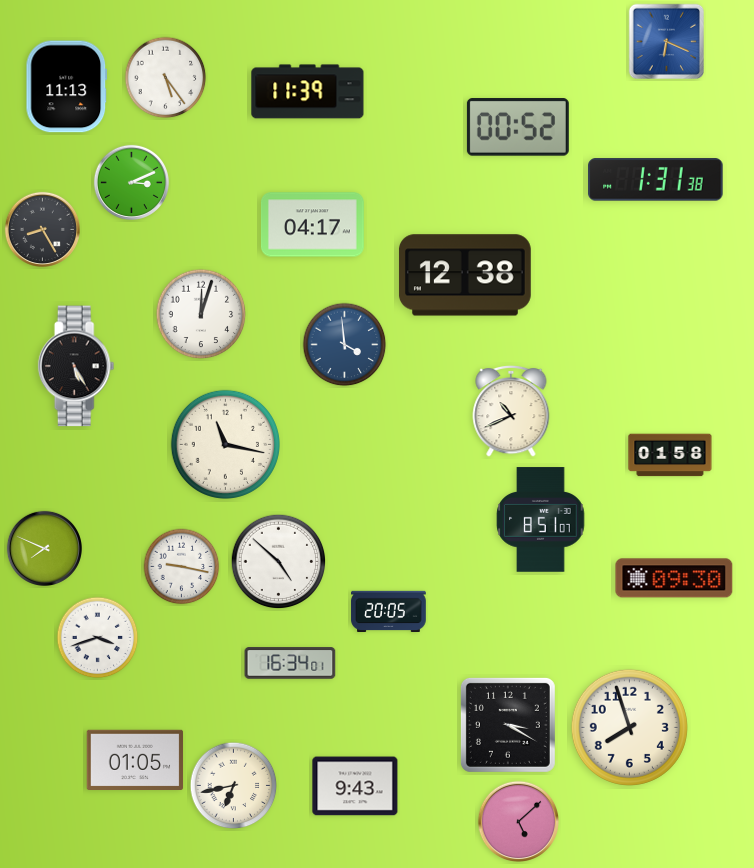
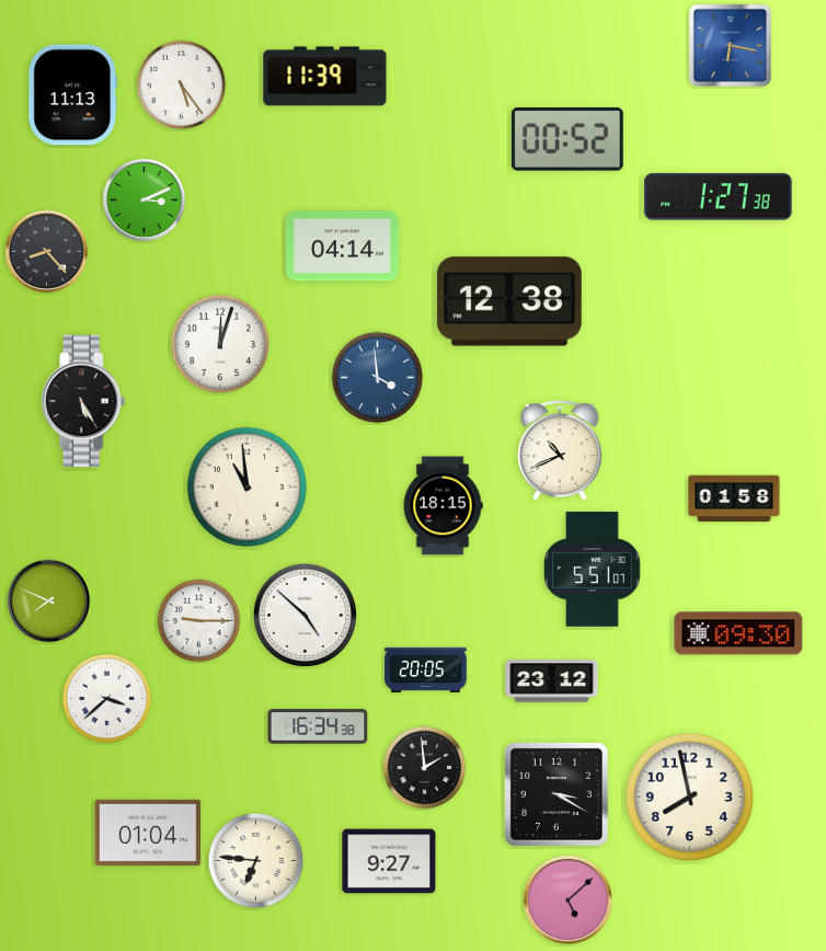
clock at (666, 41): 6:19 -> 6:17
clock at (308, 92) position: (308, 92) -> (325, 77)
clock at (656, 180): 1:31 -> 1:27
clock at (312, 225): 04:17 -> 04:14
clock at (42, 229): 8:25 -> 8:23
clock at (225, 444): 11:17 -> 10:59
clock at (443, 506): none -> 18:15
clock at (541, 520): 8:51 -> 5:51
clock at (182, 567): 9:17 -> 9:15
clock at (552, 681): none -> 23:12
clock at (98, 638): 3:42 -> 3:38
clock at (290, 663): 16:34:01 -> 16:34:38
clock at (425, 768): none -> 1:59
clock at (629, 727): 7:57 -> 7:58
clock at (135, 759): 01:05 -> 01:04
clock at (234, 786): 6:43 -> 6:46
clock at (355, 786): 9:43 -> 9:27
